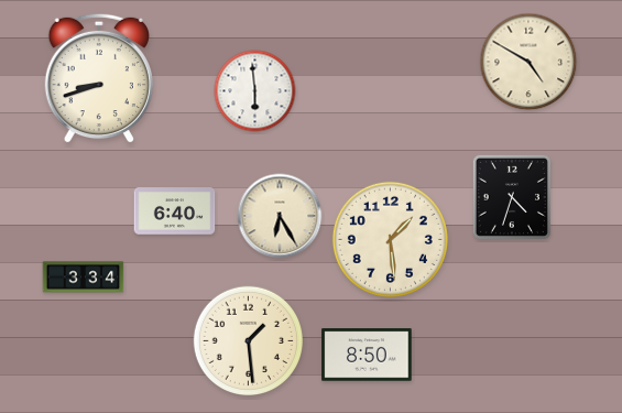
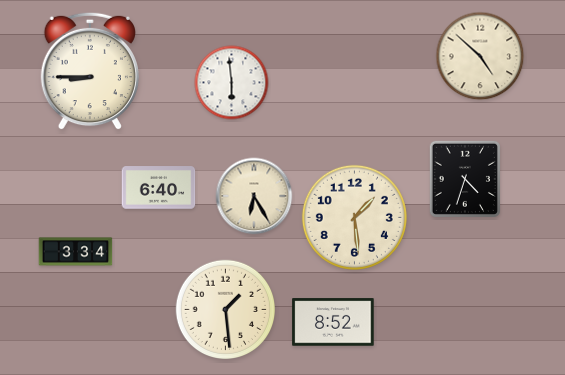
clock at (528, 62): 4:50 -> 4:52
clock at (99, 78): 8:42 -> 8:45
clock at (175, 211) position: (175, 211) -> (159, 188)
clock at (367, 355): 8:50 -> 8:52
